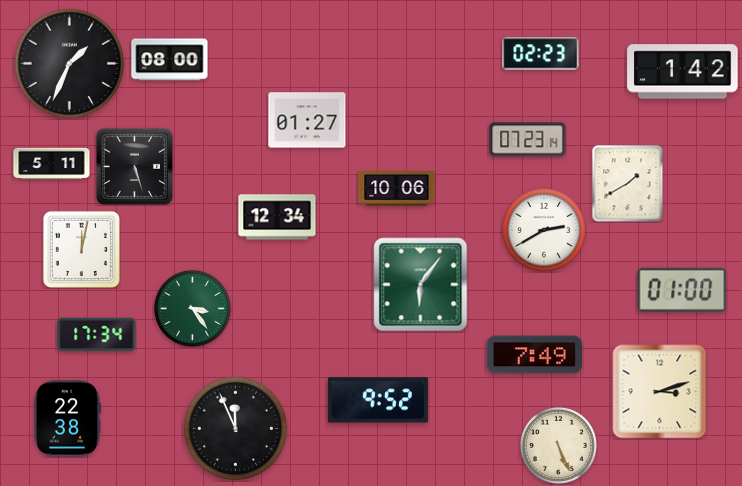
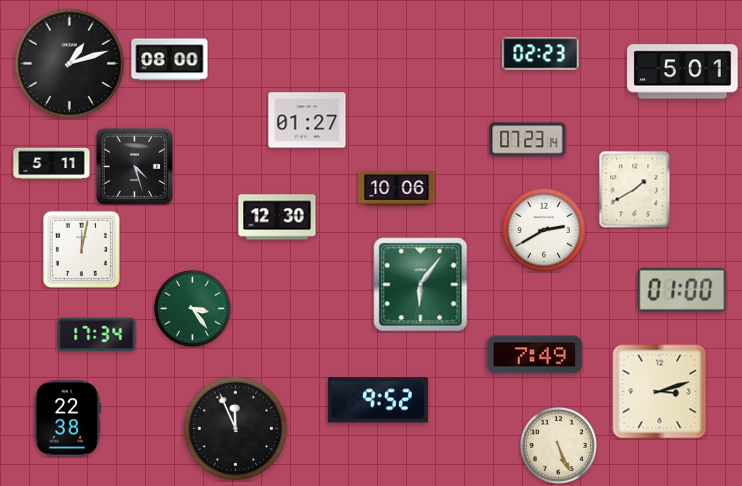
clock at (70, 64): 1:34 -> 1:12
clock at (683, 72): 1:42 -> 5:01
clock at (134, 166): 5:27 -> 4:27
clock at (628, 183) position: (628, 183) -> (635, 189)
clock at (277, 217): 12:34 -> 12:30
